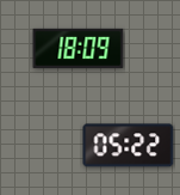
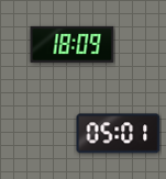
clock at (129, 146): 05:22 -> 05:01
